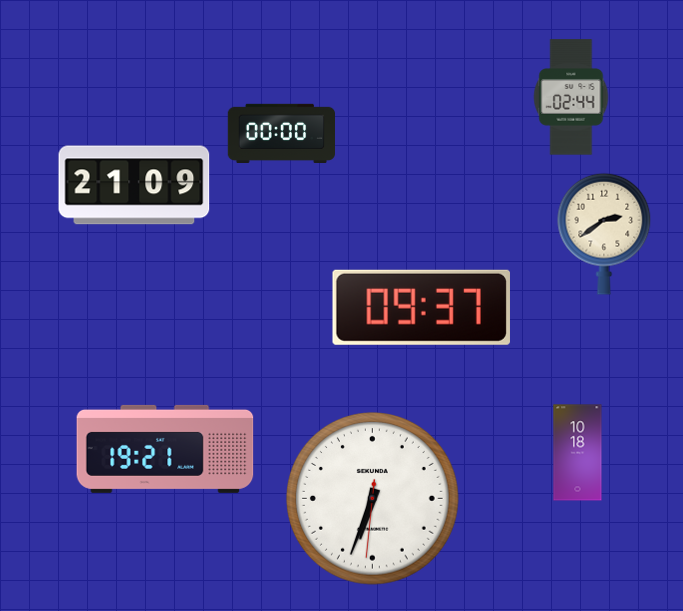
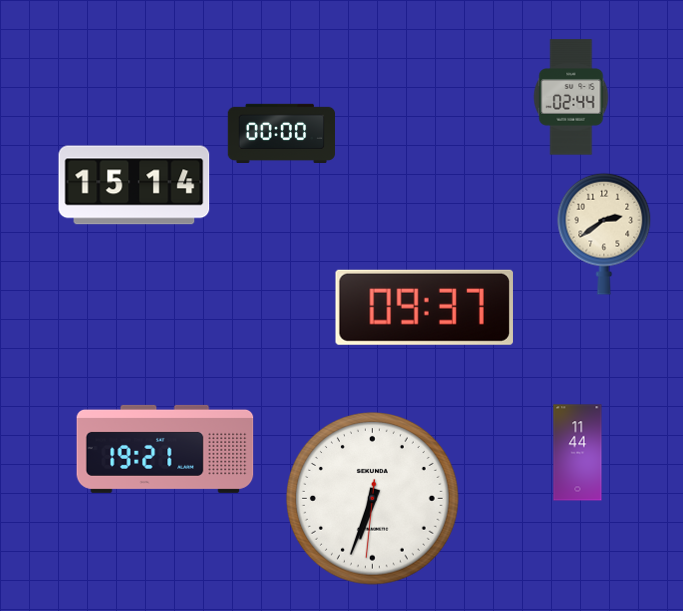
clock at (134, 185): 21:09 -> 15:14
clock at (421, 307) position: (421, 307) -> (424, 307)
clock at (578, 453): 10:18 -> 11:44
